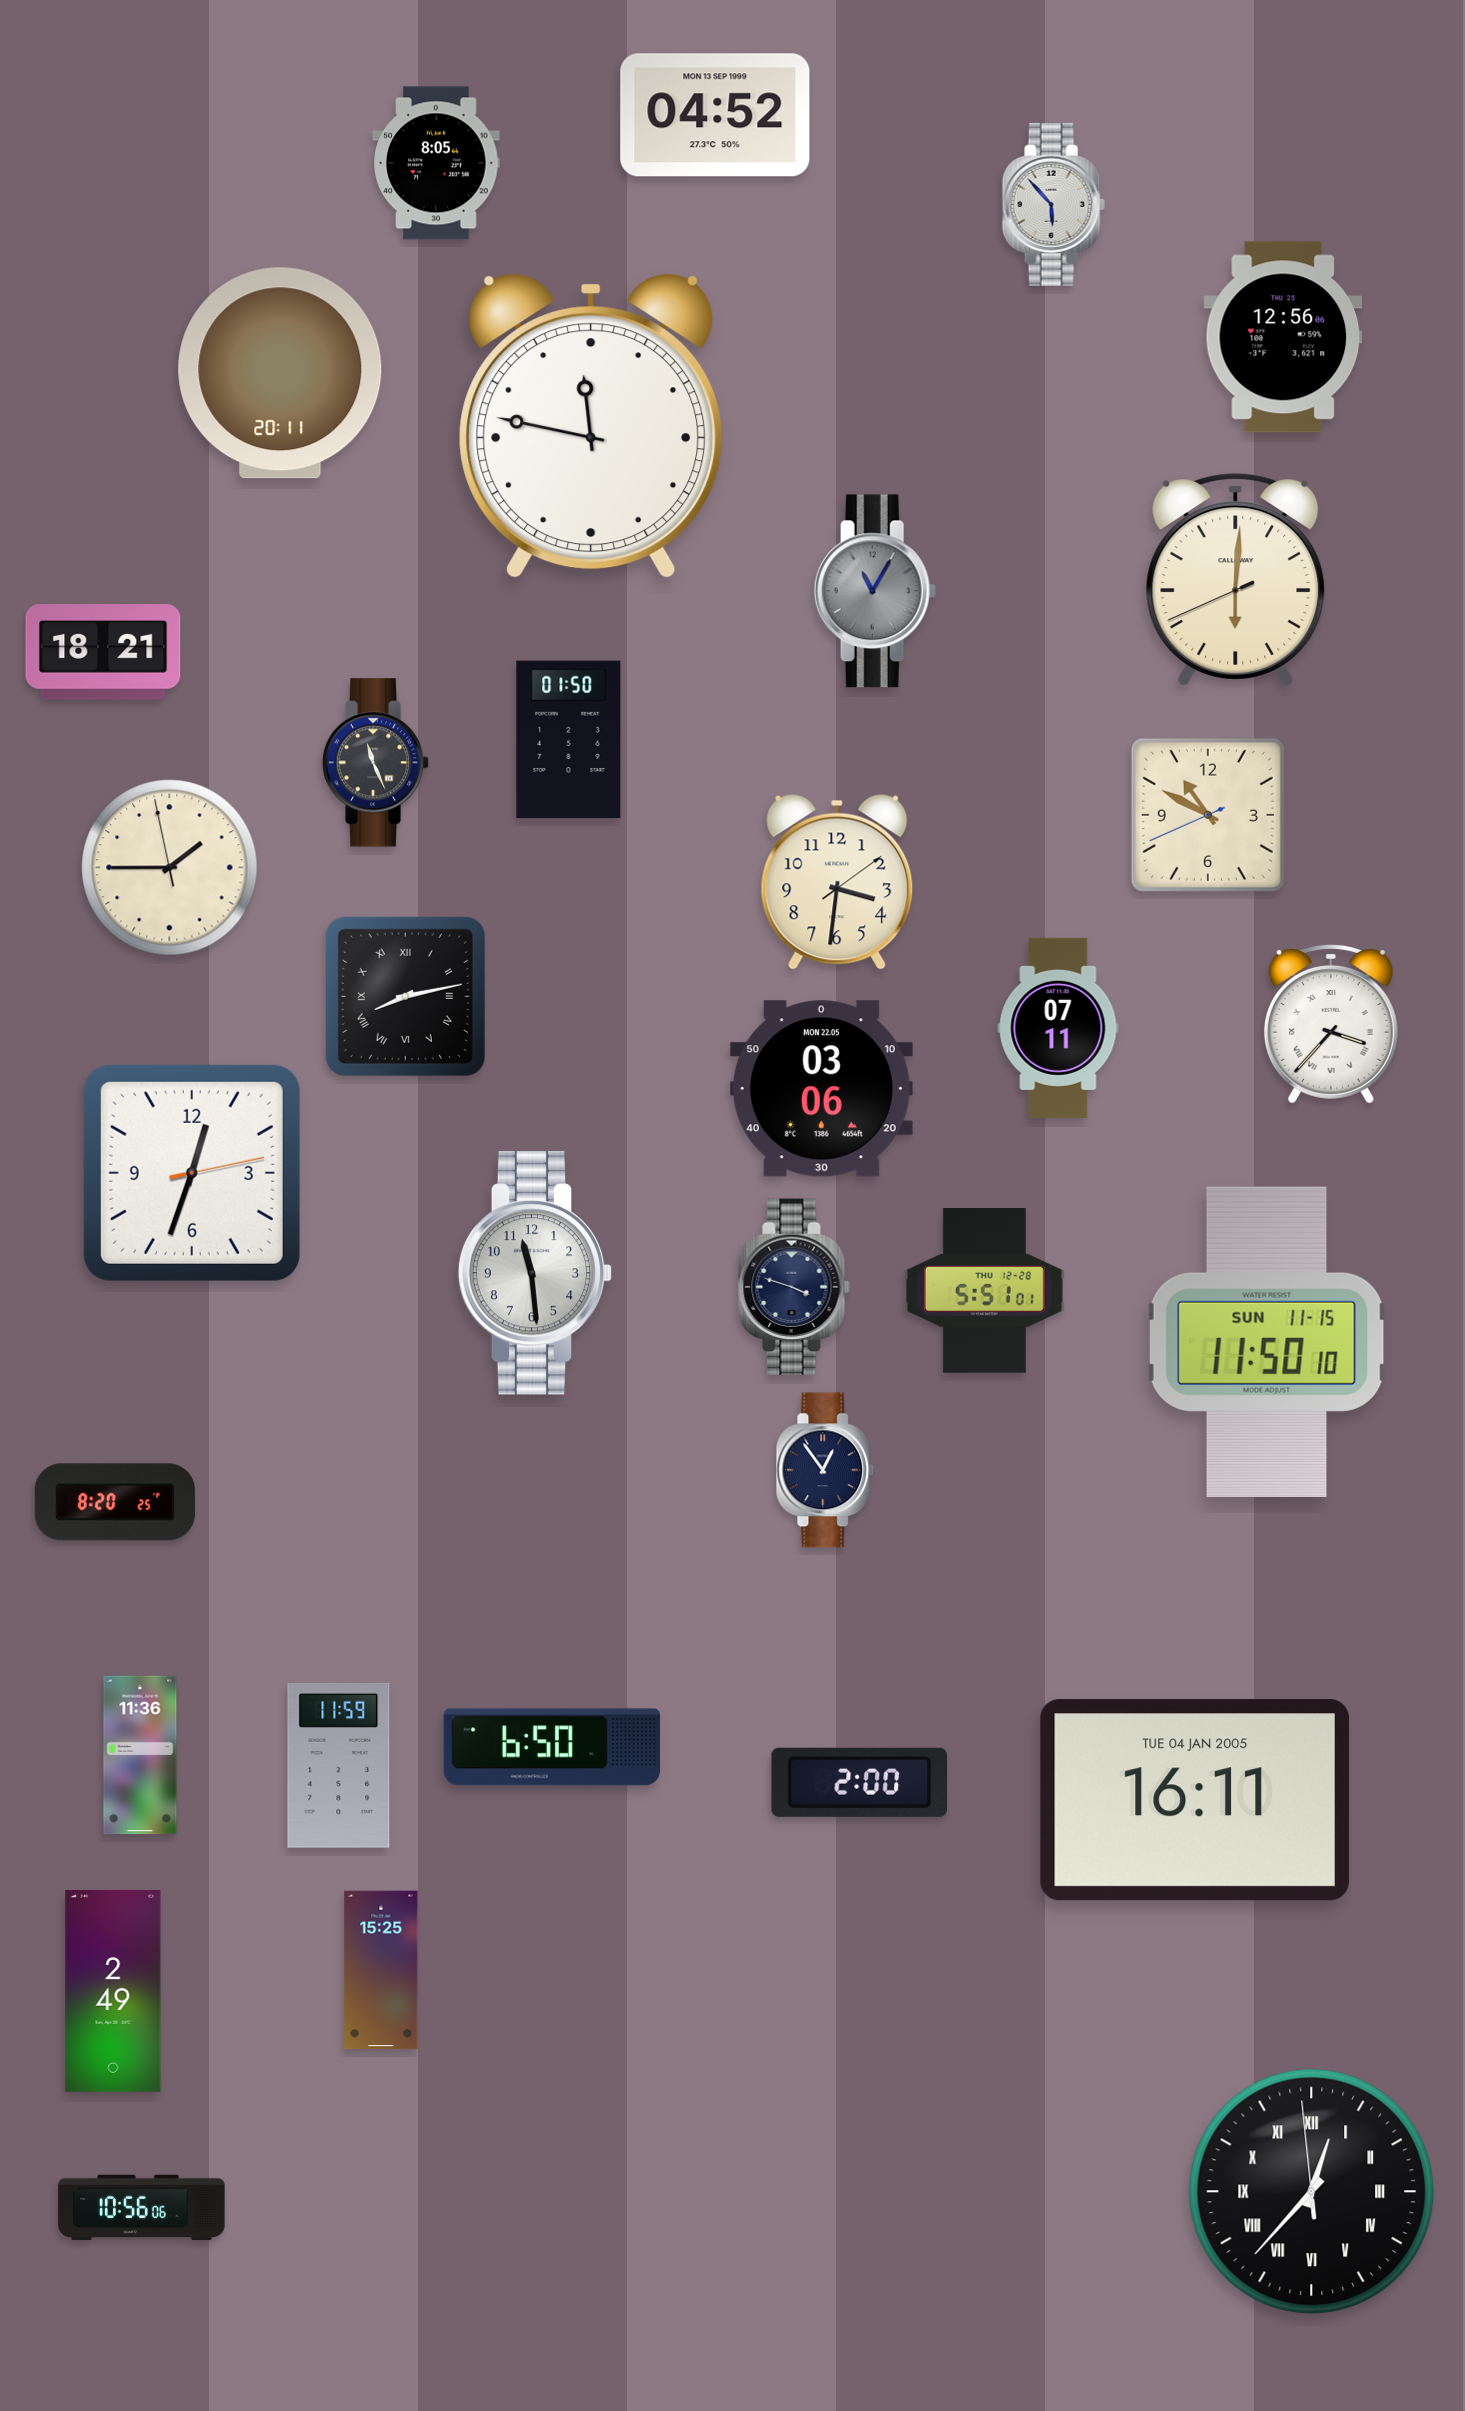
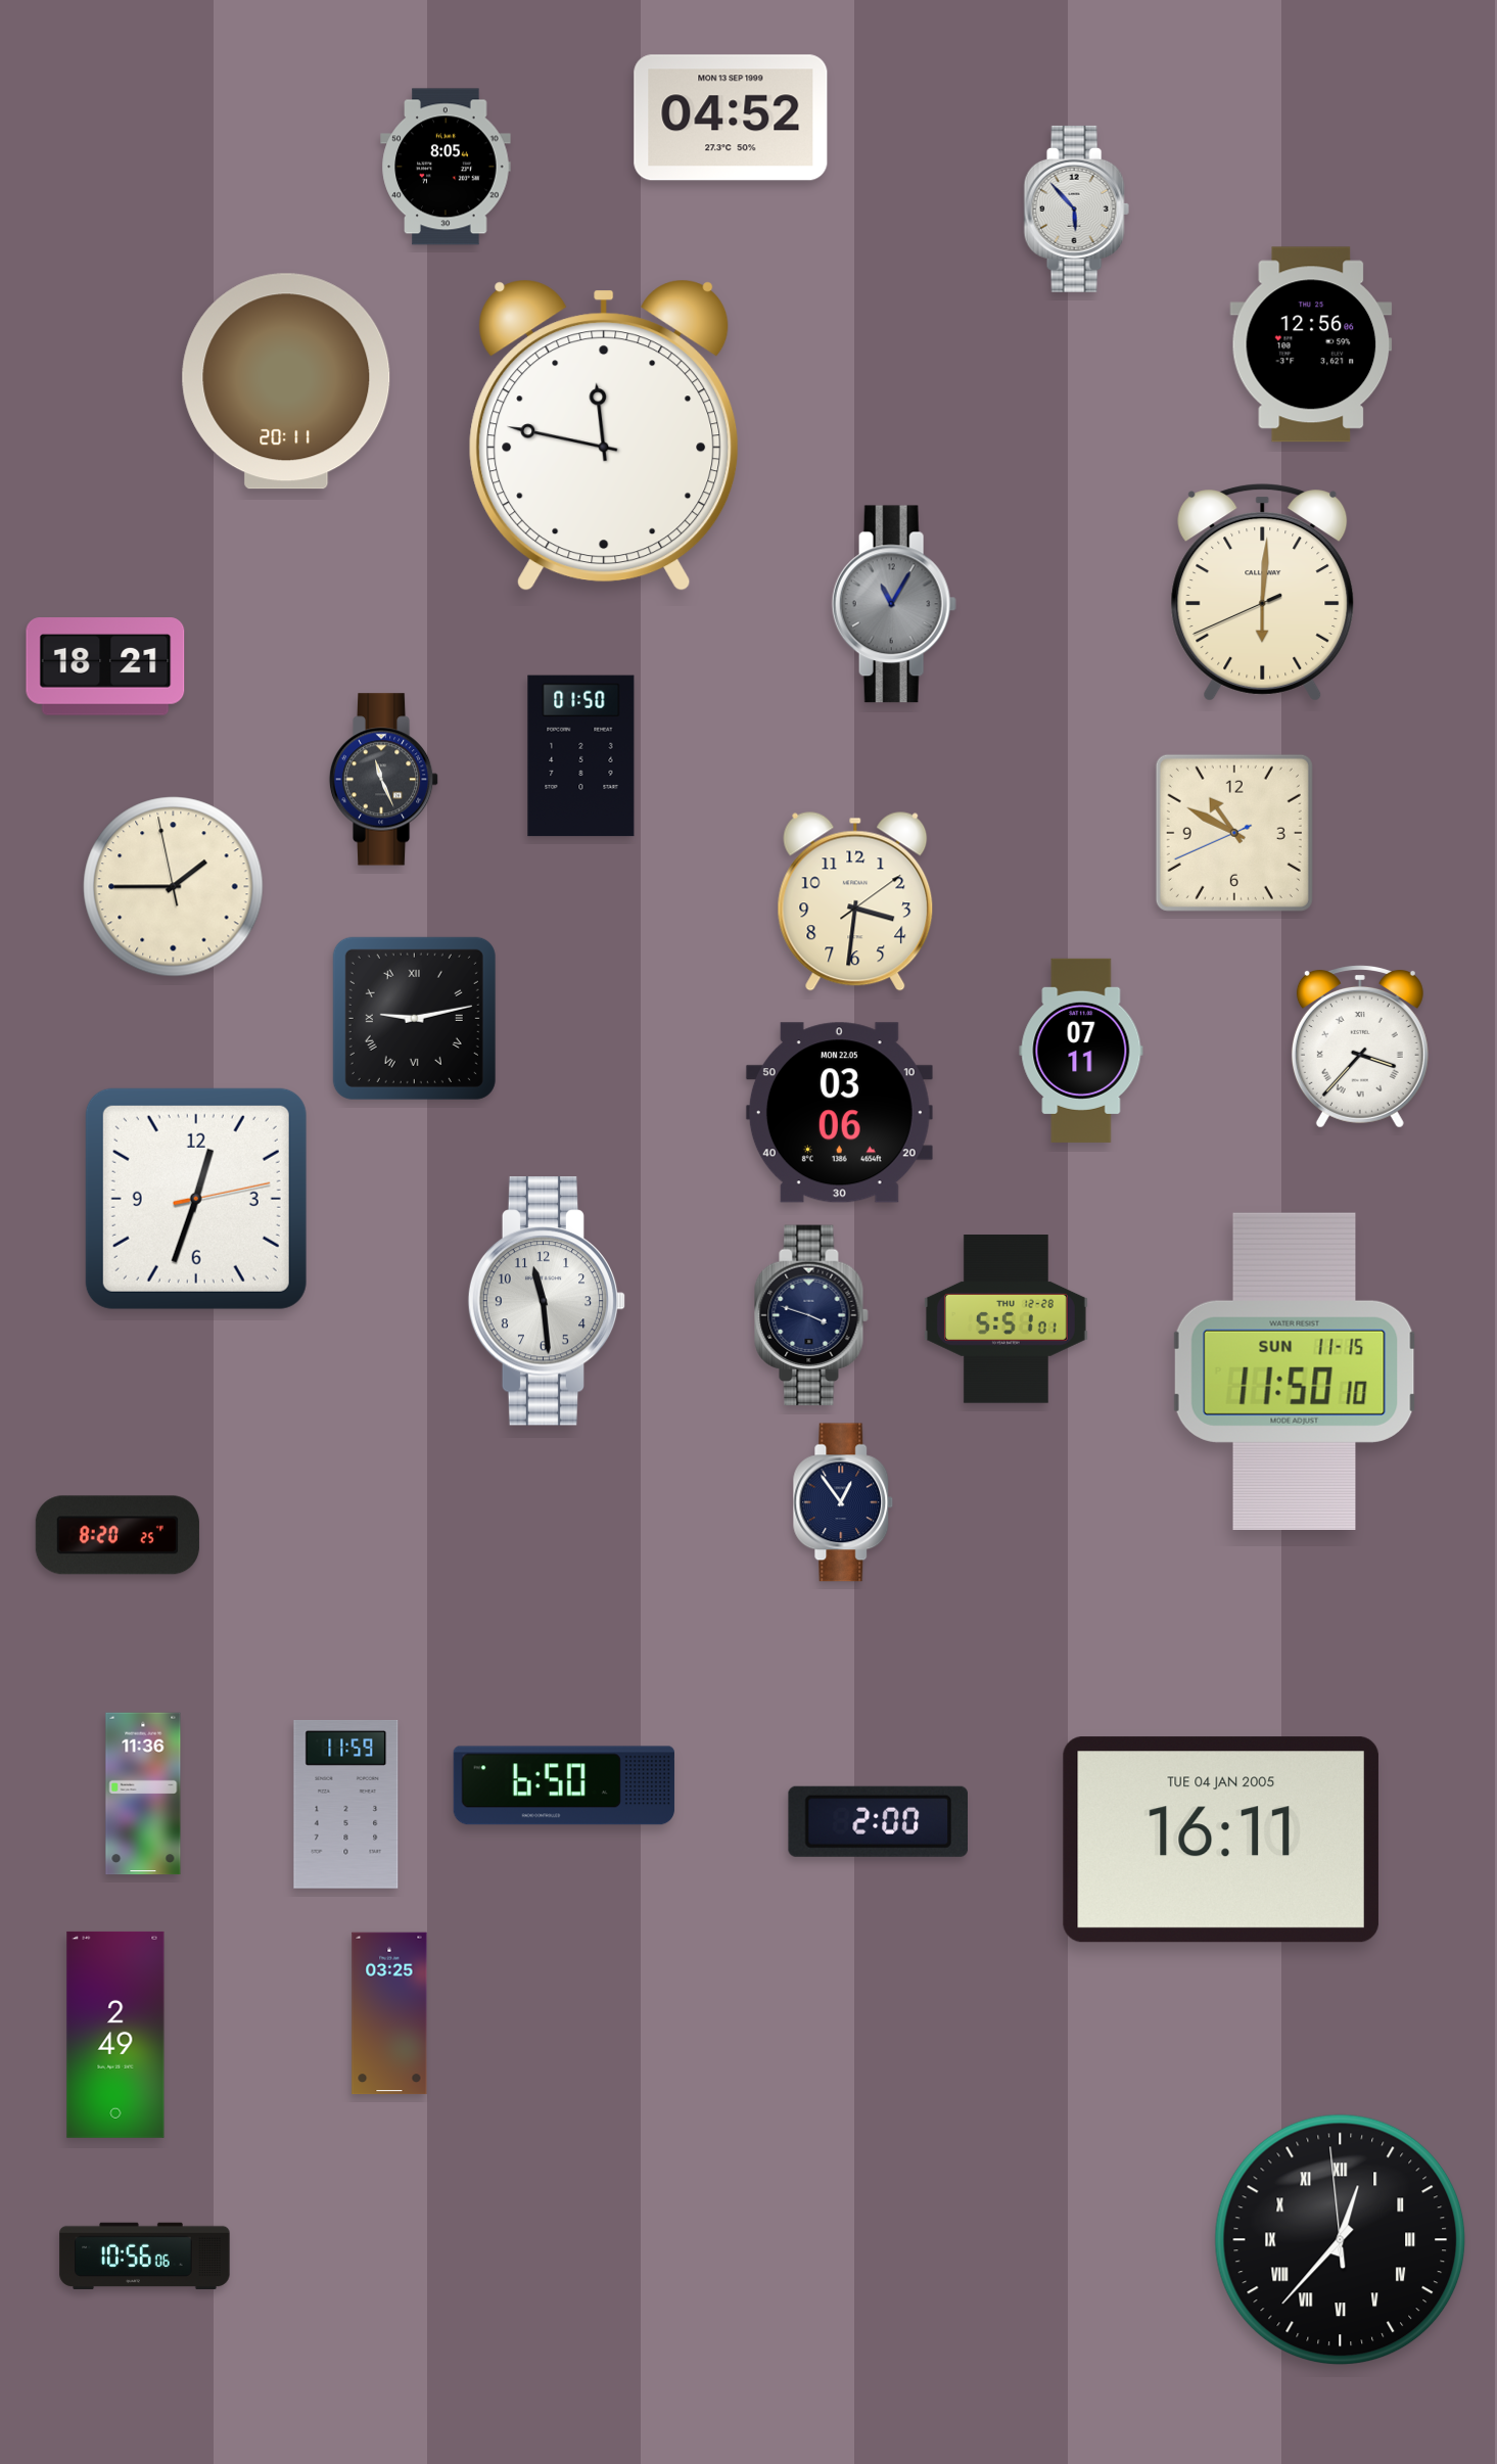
clock at (405, 996): 8:13 -> 9:13
clock at (381, 1970): 15:25 -> 03:25
